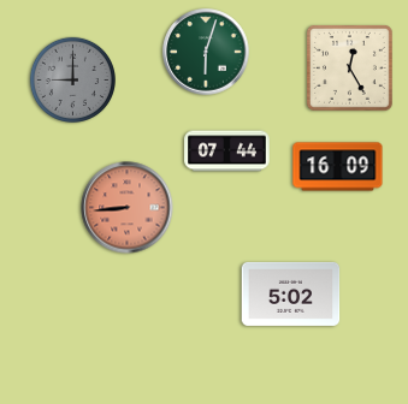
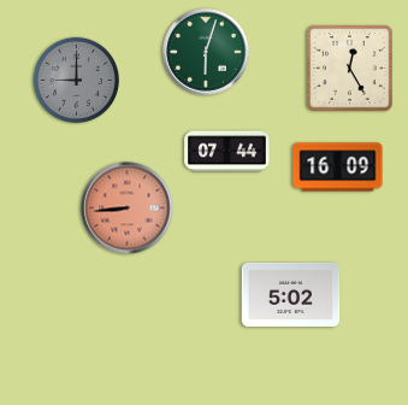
clock at (72, 79) position: (72, 79) -> (76, 80)
